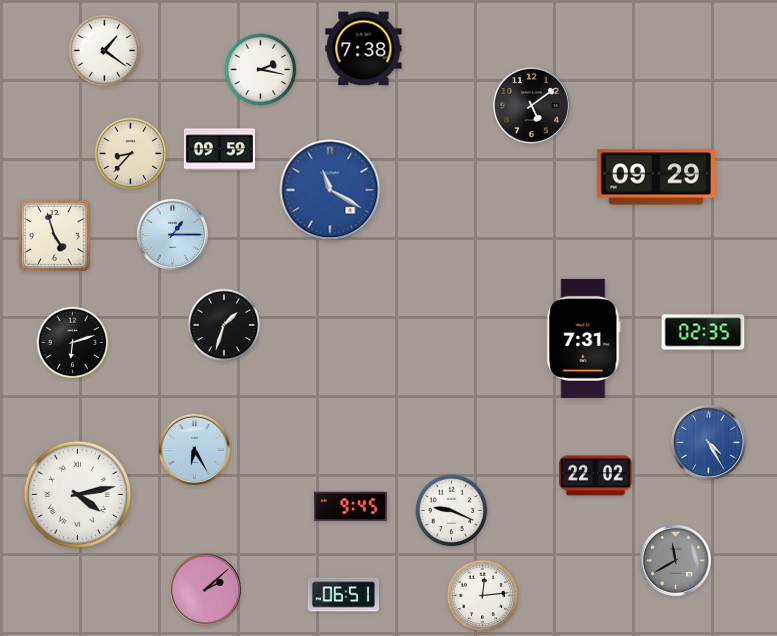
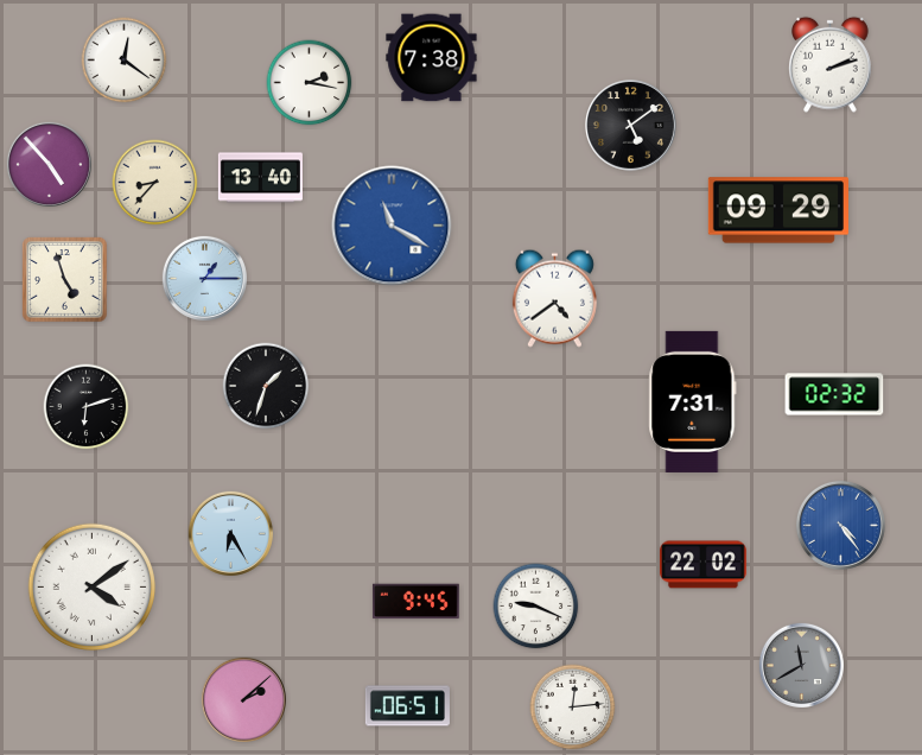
clock at (105, 51): 1:21 -> 12:21
clock at (831, 64): none -> 2:12
clock at (49, 164): none -> 4:53
clock at (219, 150): 09:59 -> 13:40
clock at (554, 298): none -> 4:39
clock at (703, 332): 02:35 -> 02:32
clock at (708, 442): 4:25 -> 4:24
clock at (596, 476) position: (596, 476) -> (704, 565)
clock at (77, 494): 4:13 -> 4:09
